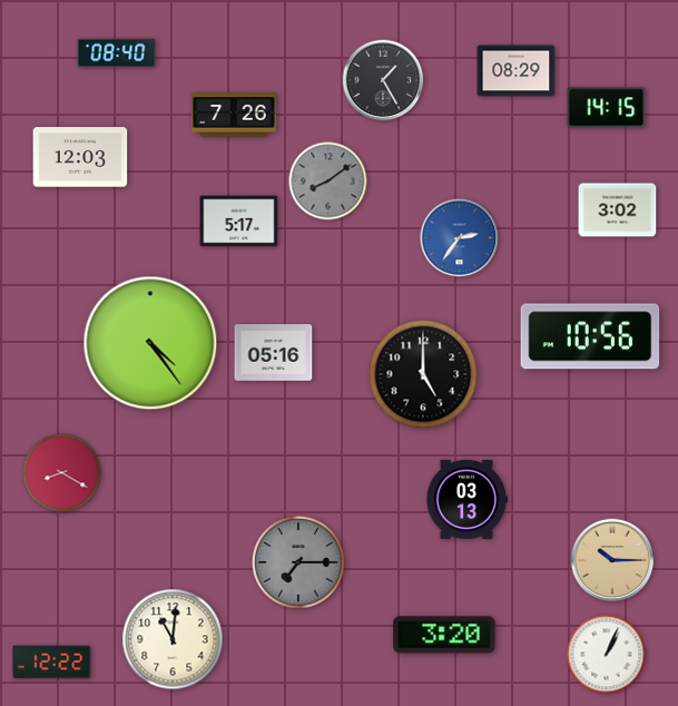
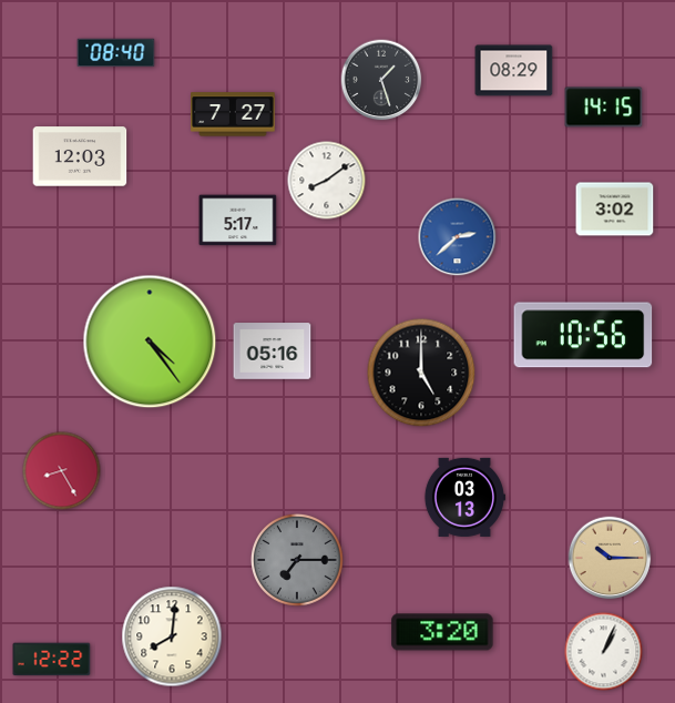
clock at (383, 80): 1:25 -> 1:27
clock at (234, 115): 7:26 -> 7:27
clock at (328, 182) dial: grey -> white
clock at (460, 238): 2:36 -> 2:38
clock at (590, 336) position: (590, 336) -> (583, 335)
clock at (62, 473): 8:20 -> 8:25
clock at (173, 639): 11:01 -> 8:01
